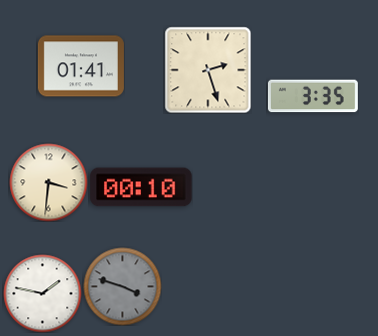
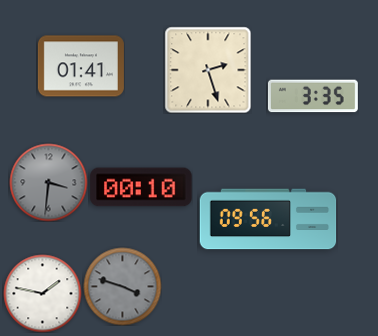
clock at (48, 182) dial: cream -> grey
clock at (268, 219): none -> 09:56
